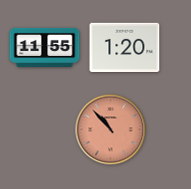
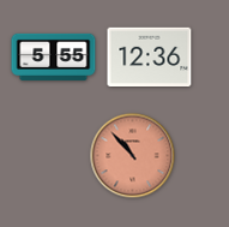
clock at (45, 47): 11:55 -> 5:55
clock at (125, 47): 1:20 -> 12:36
